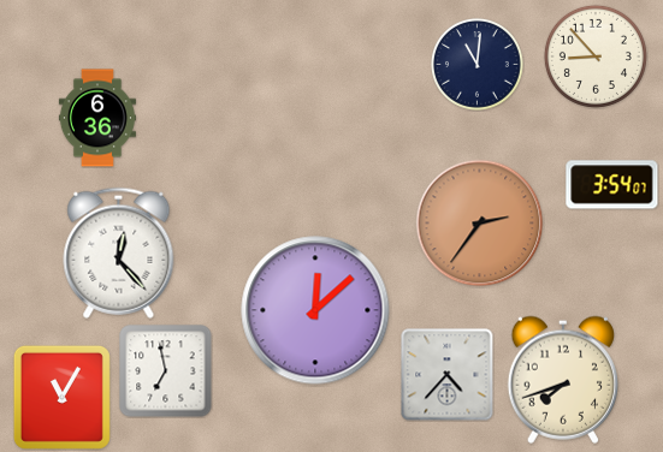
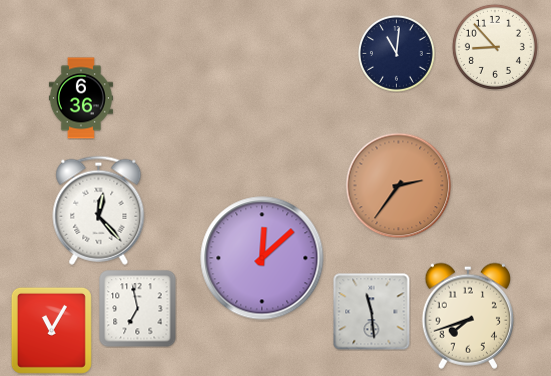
clock at (612, 185): 3:54 -> none
clock at (448, 375): 4:37 -> 11:29
